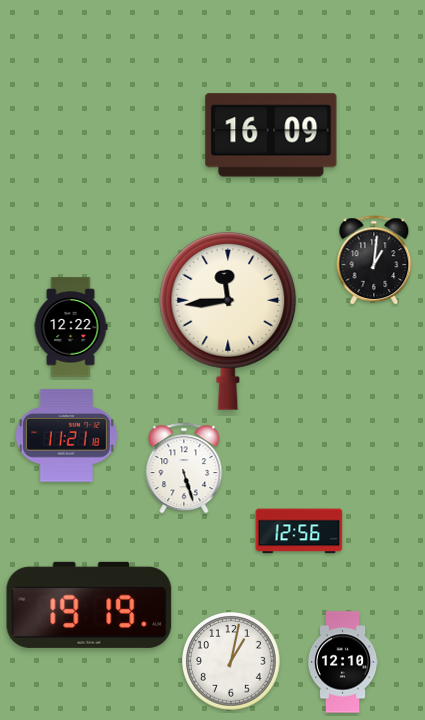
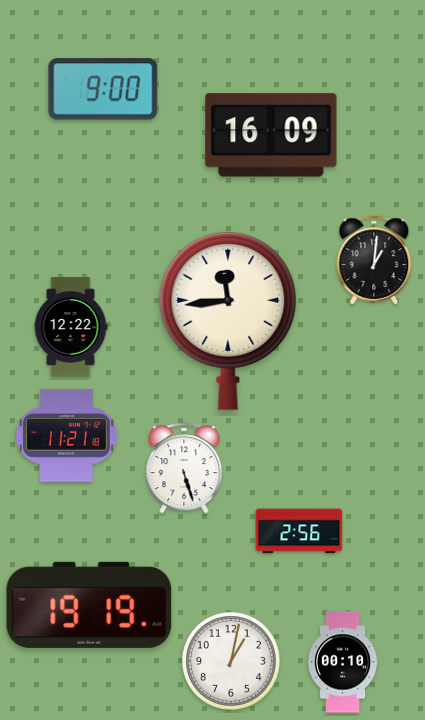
clock at (103, 89): none -> 9:00
clock at (299, 531): 12:56 -> 2:56
clock at (343, 662): 12:10 -> 00:10
